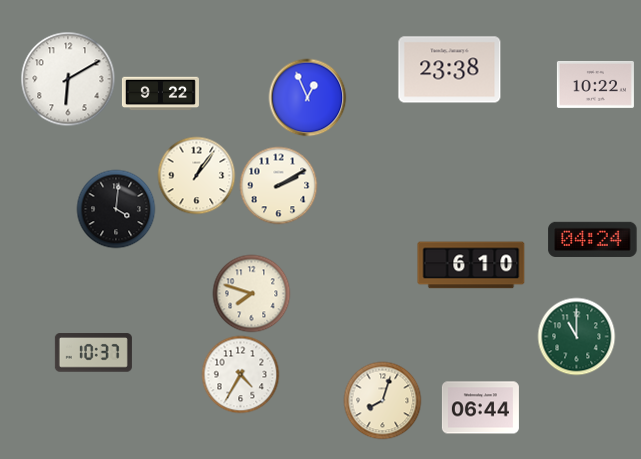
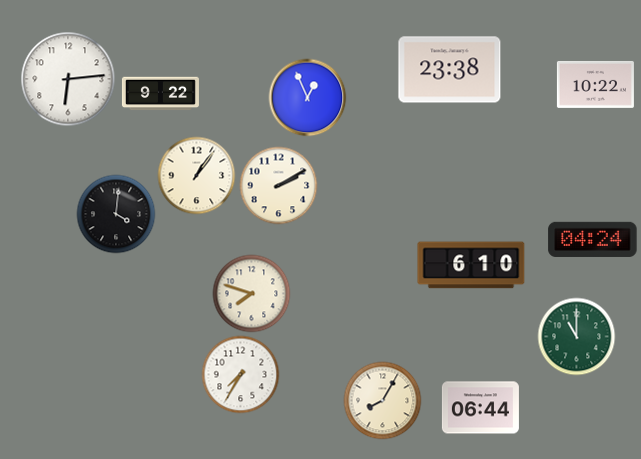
clock at (68, 79): 6:10 -> 6:14
clock at (116, 209) position: (116, 209) -> (116, 214)
clock at (93, 353): 10:37 -> none
clock at (240, 374): 4:35 -> 7:35
clock at (382, 400): 8:03 -> 8:05
